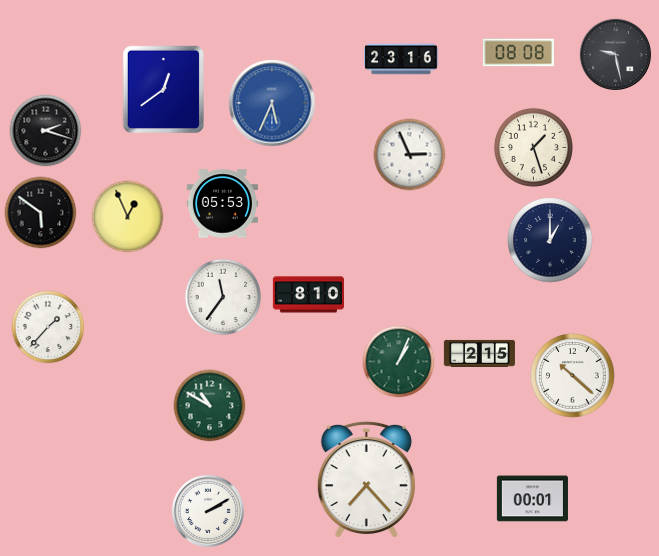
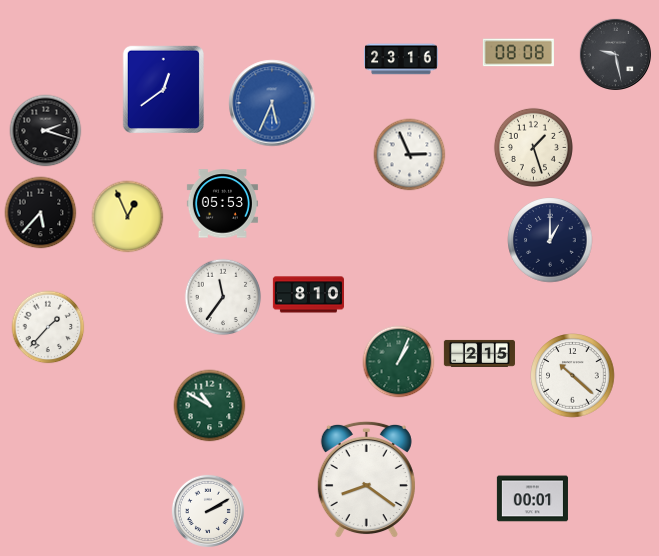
clock at (41, 213): 5:51 -> 5:37
clock at (366, 480): 7:23 -> 8:21
